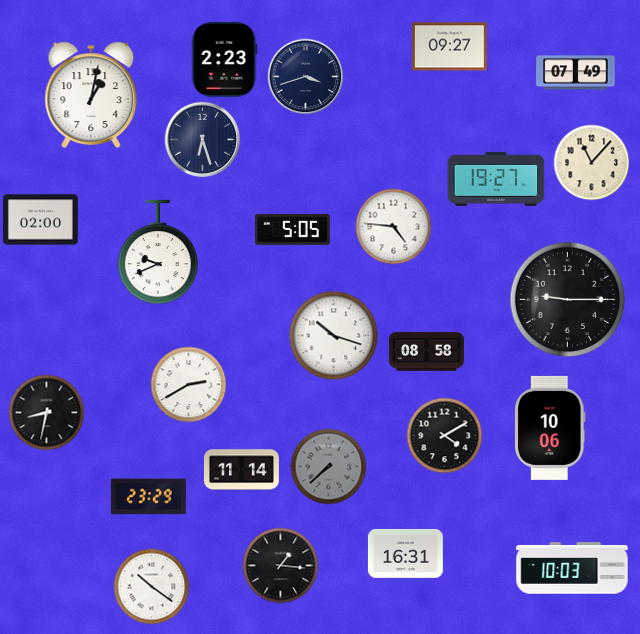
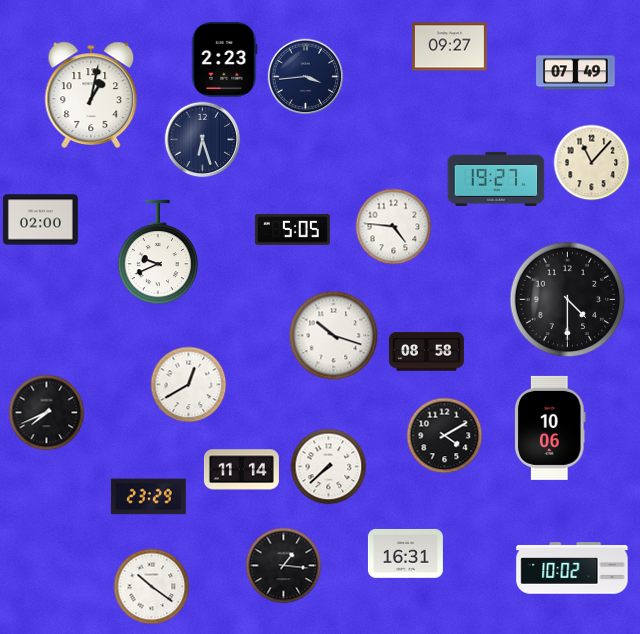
clock at (306, 77): 3:42 -> 3:44
clock at (568, 300): 9:15 -> 4:30
clock at (189, 385): 2:40 -> 12:40
clock at (47, 413): 8:32 -> 7:41
clock at (329, 467) dial: grey -> white
clock at (281, 566) position: (281, 566) -> (284, 566)
clock at (572, 568): 10:03 -> 10:02
